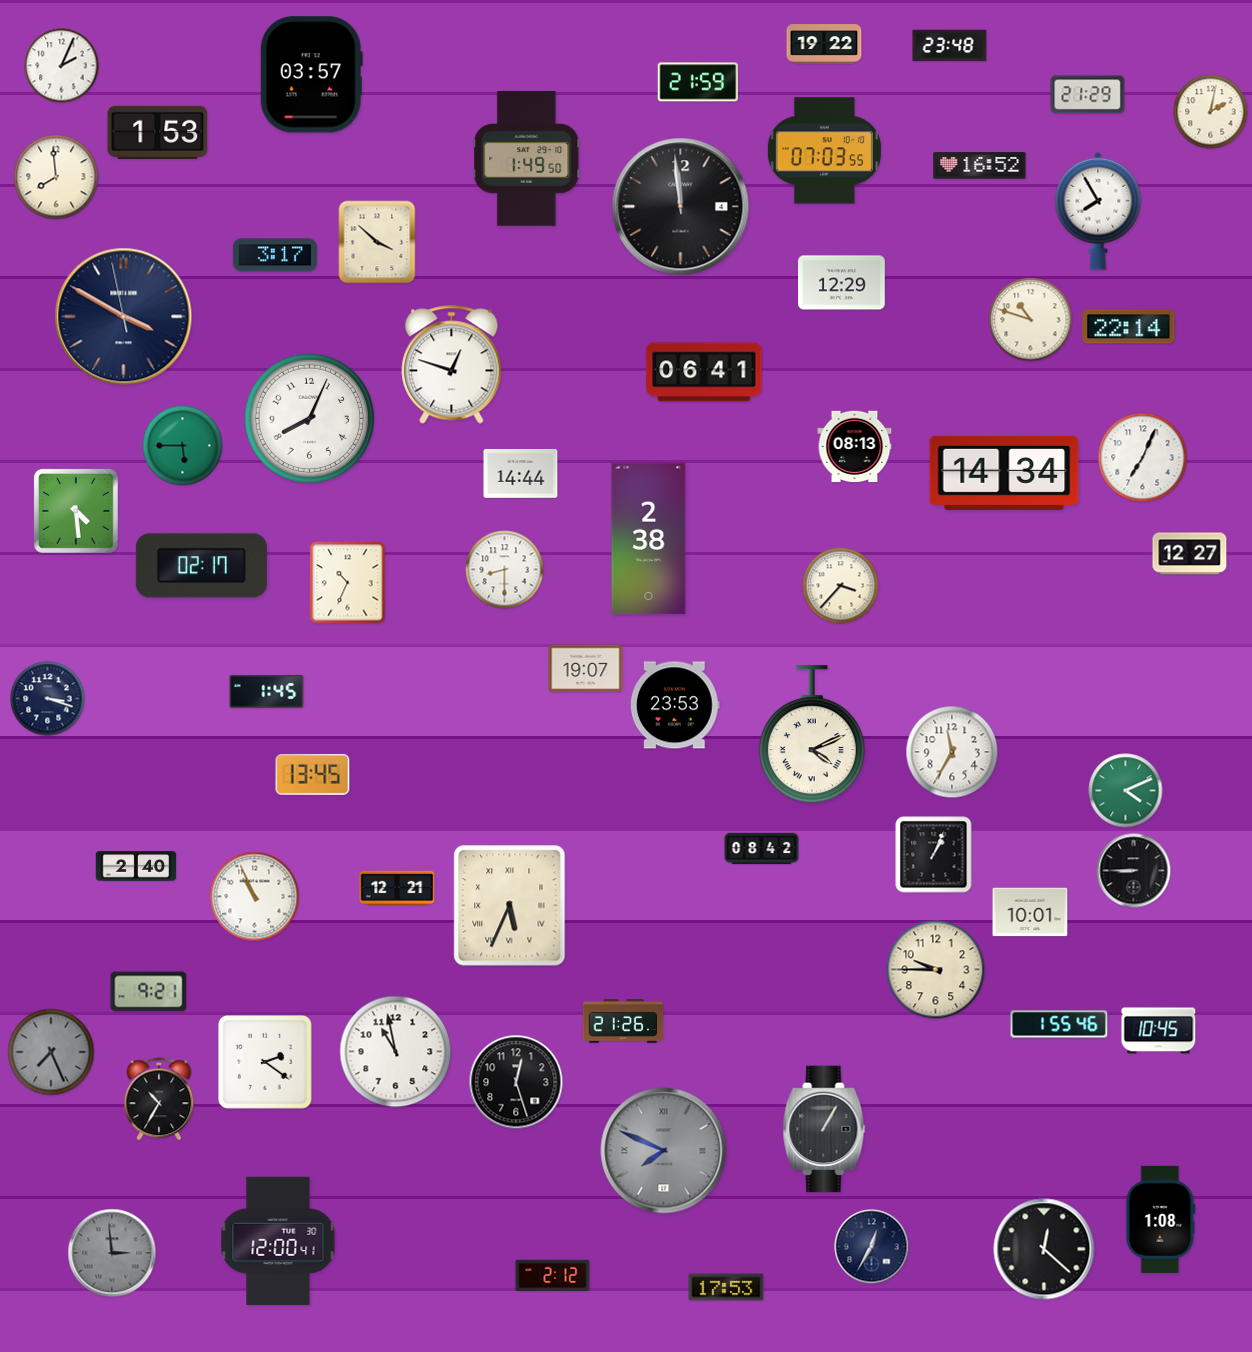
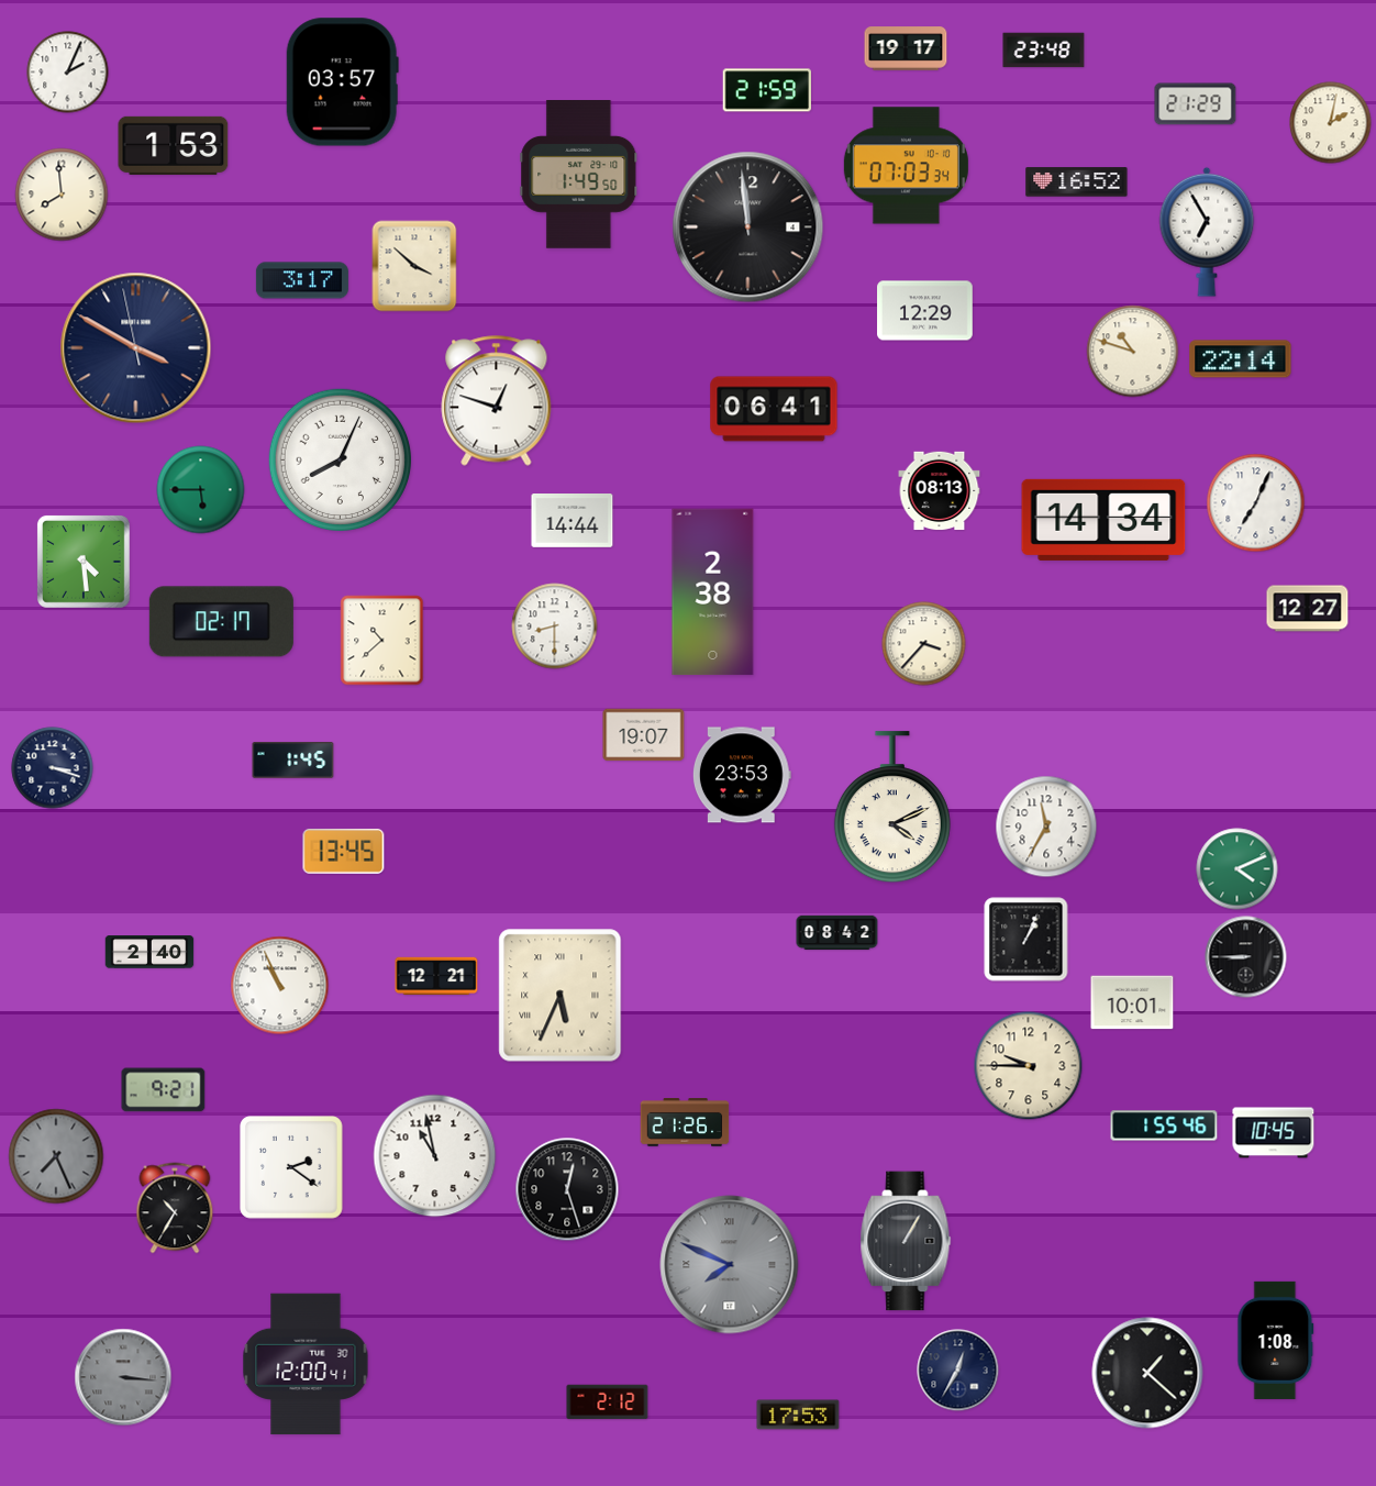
clock at (824, 44): 19:22 -> 19:17
clock at (824, 151): 07:03:55 -> 07:03:34
clock at (1098, 211): 7:55 -> 6:55
clock at (348, 583): 10:34 -> 10:38
clock at (1044, 1249): 12:22 -> 1:22
clock at (112, 1253): 2:59 -> 3:16
